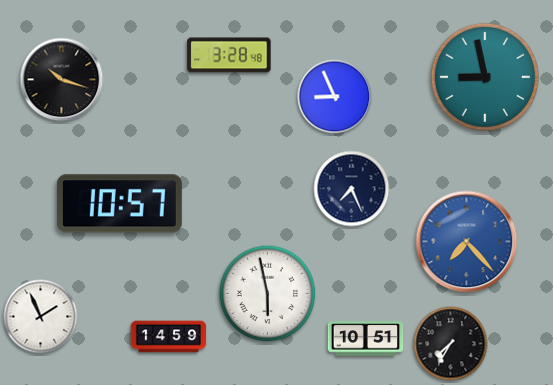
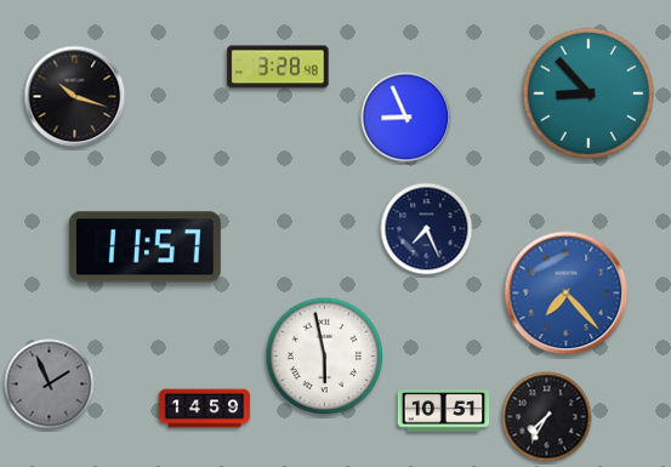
clock at (485, 77): 8:58 -> 8:53
clock at (119, 204): 10:57 -> 11:57
clock at (41, 317) dial: white -> grey
